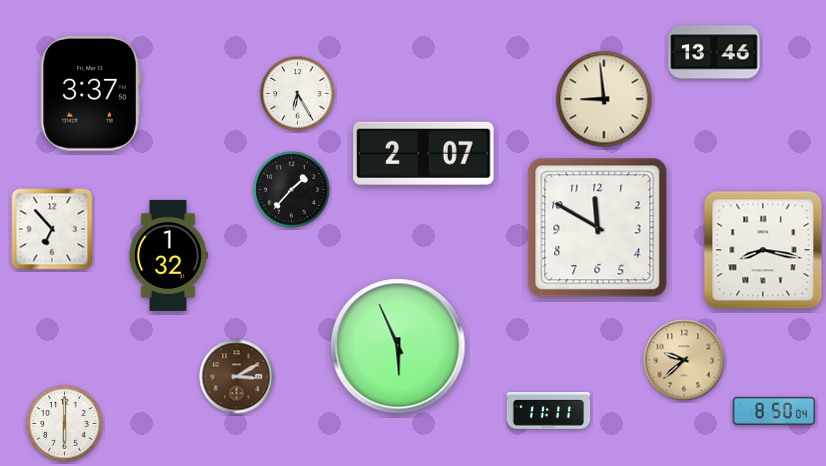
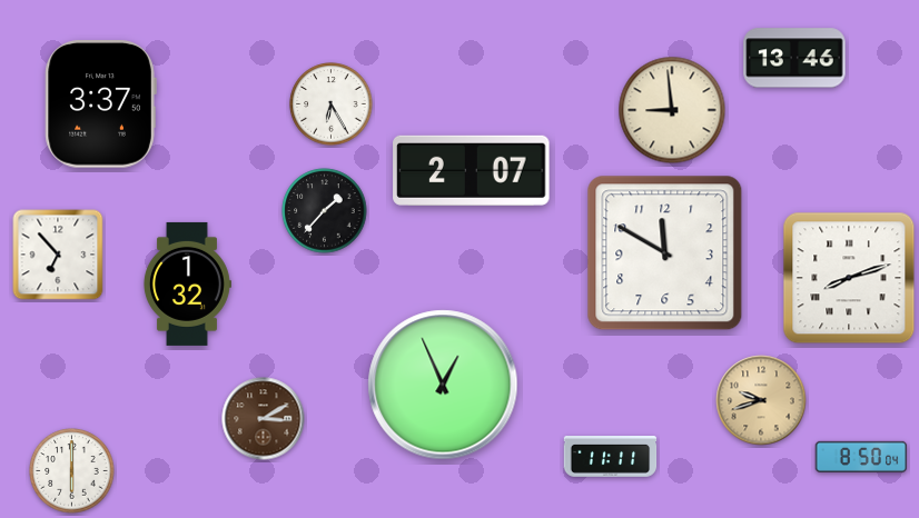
clock at (763, 250): 8:17 -> 8:12
clock at (398, 346): 5:56 -> 12:56
clock at (684, 360): 9:38 -> 9:42
